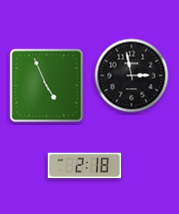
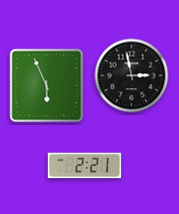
clock at (47, 86): 4:56 -> 5:56
clock at (85, 166): 2:18 -> 2:21
